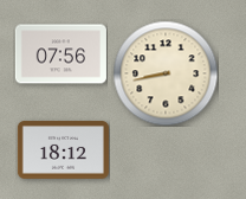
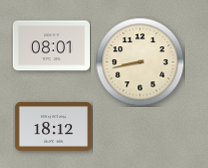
clock at (60, 54): 07:56 -> 08:01
